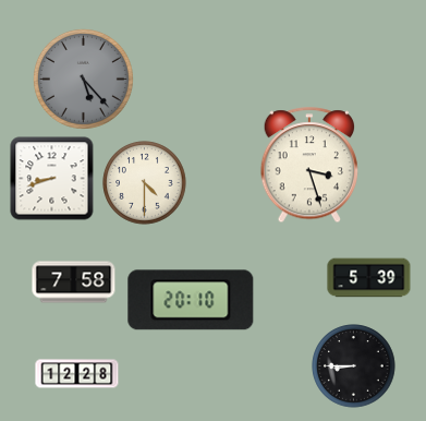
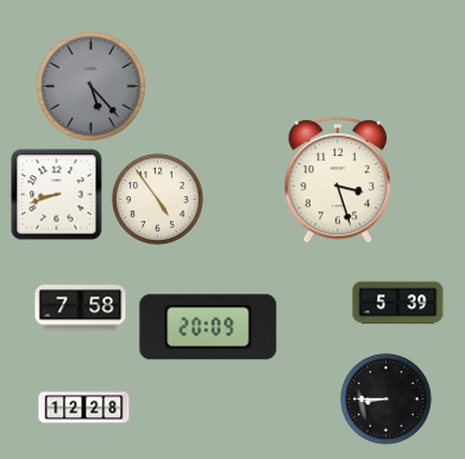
clock at (145, 183): 4:30 -> 4:54
clock at (369, 278) position: (369, 278) -> (398, 303)
clock at (191, 300): 20:10 -> 20:09
